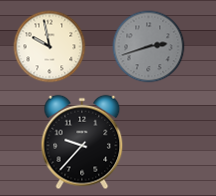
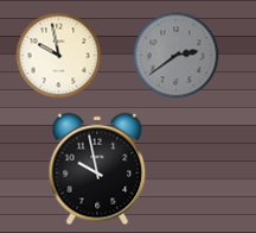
clock at (149, 47): 2:42 -> 2:39
clock at (82, 142): 9:37 -> 9:58
